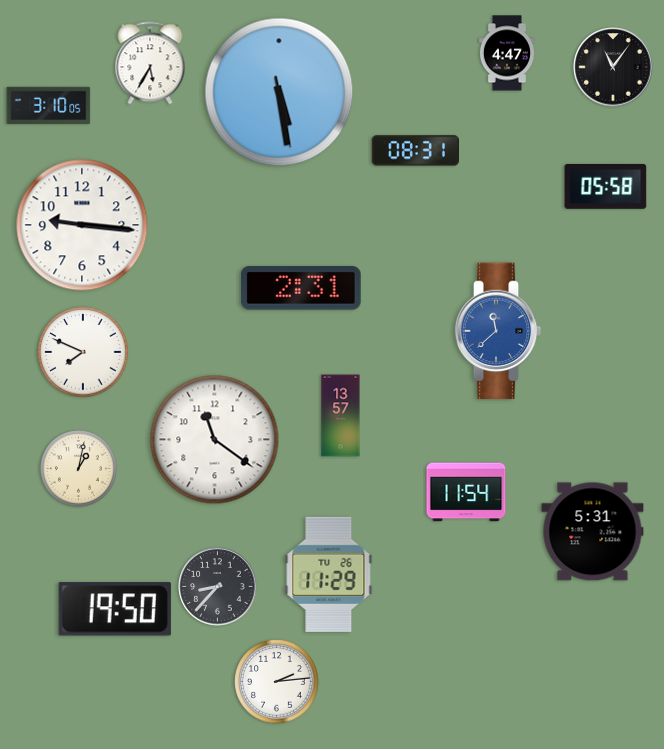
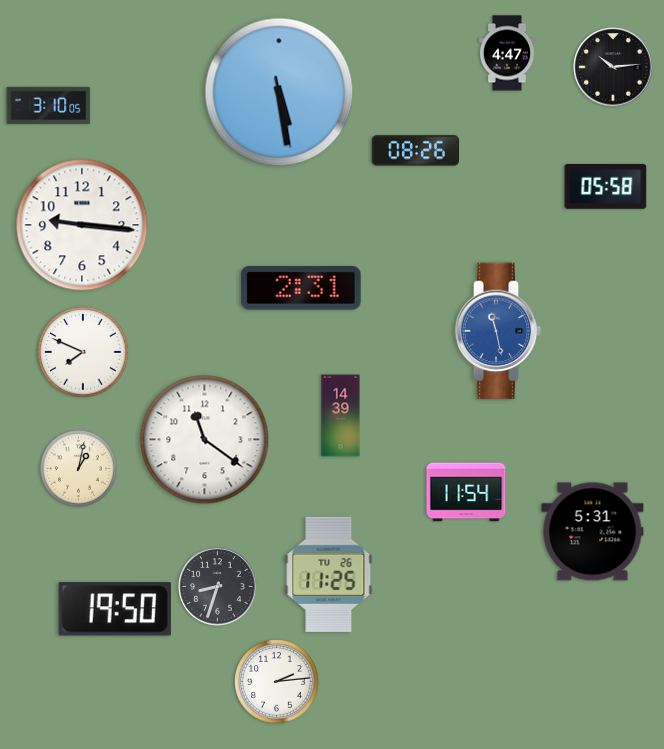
clock at (150, 63): 5:35 -> none
clock at (613, 67): 11:06 -> 10:14
clock at (416, 151): 08:31 -> 08:26
clock at (498, 331): 11:38 -> 11:28
clock at (341, 416): 13:57 -> 14:39
clock at (215, 440) position: (215, 440) -> (205, 440)
clock at (329, 574): 11:29 -> 11:25
clock at (218, 587): 8:37 -> 8:33
